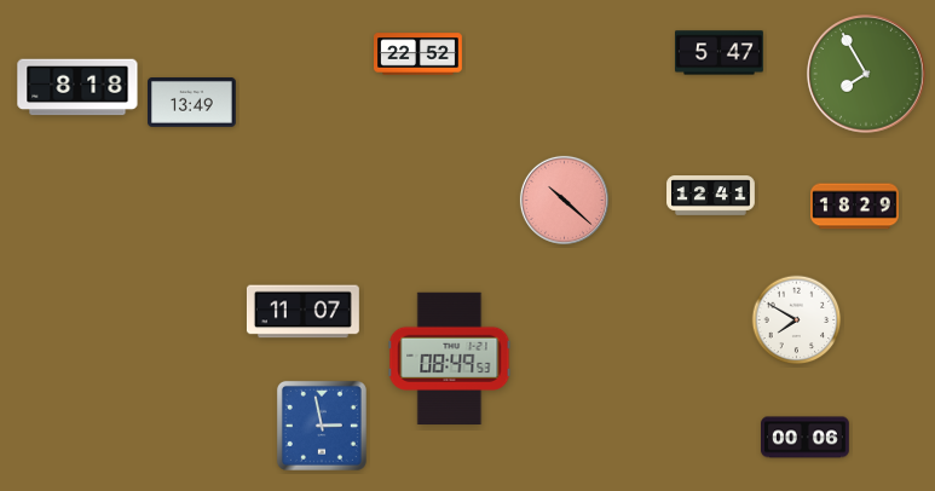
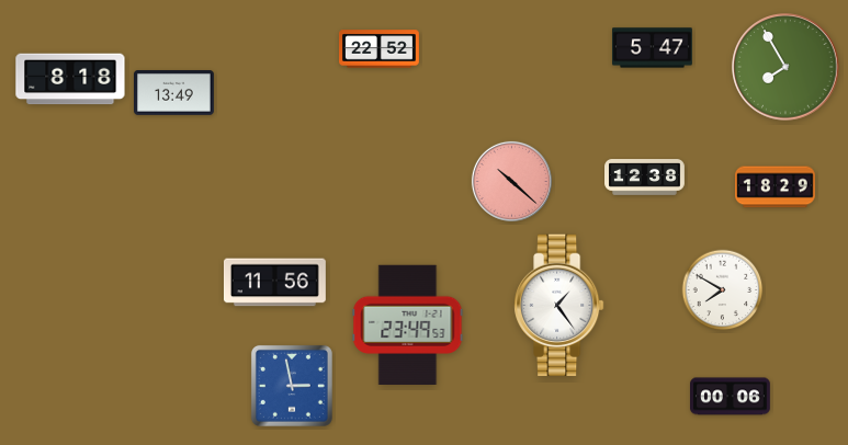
clock at (711, 196): 12:41 -> 12:38
clock at (302, 312): 11:07 -> 11:56
clock at (559, 306): none -> 1:24
clock at (450, 359): 08:49 -> 23:49
